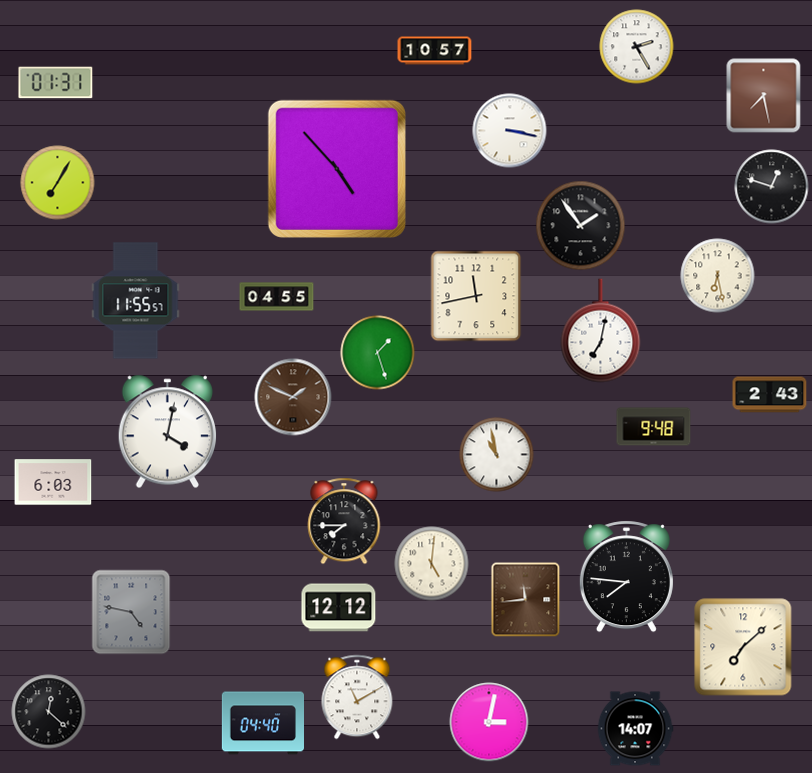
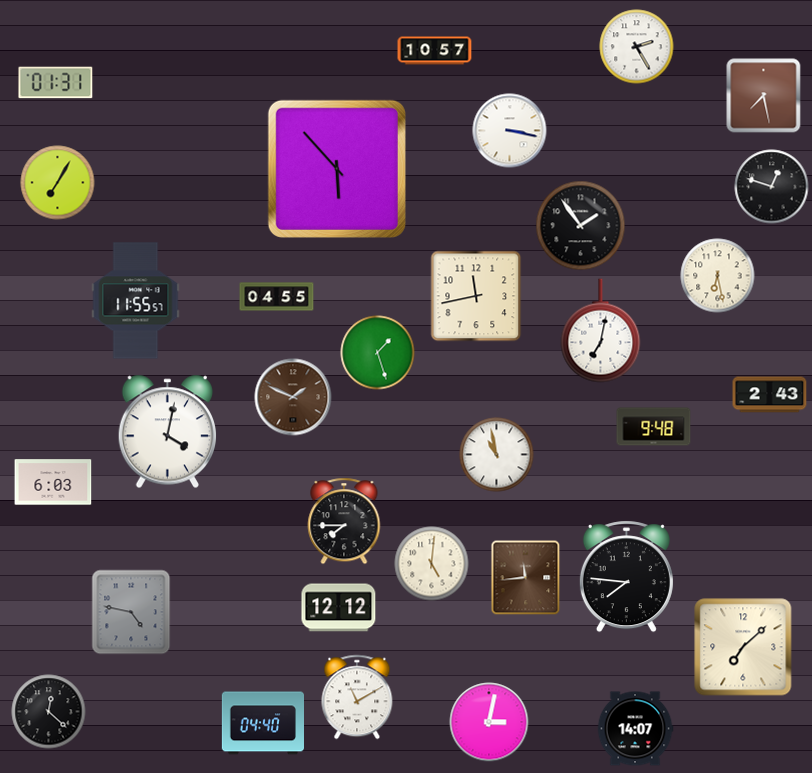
clock at (337, 169): 4:53 -> 5:53
clock at (526, 600) position: (526, 600) -> (526, 578)
